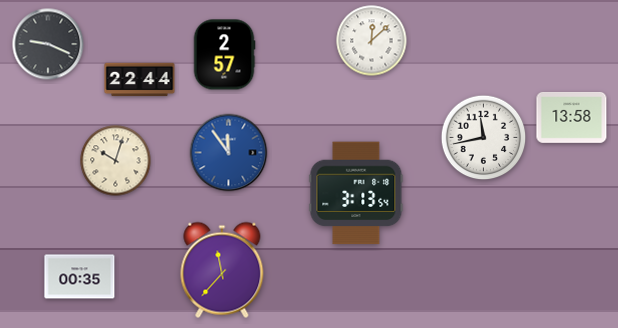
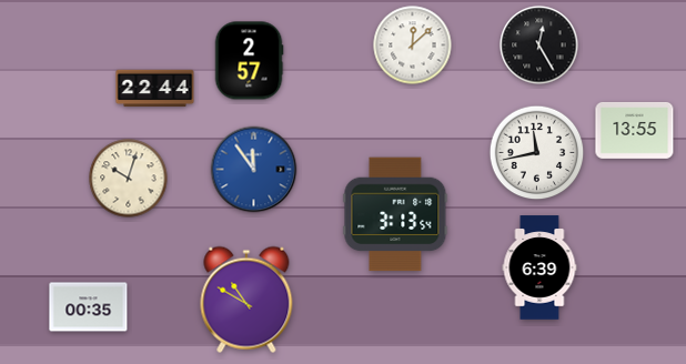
clock at (539, 46): none -> 12:25
clock at (48, 44): 9:19 -> none
clock at (572, 118): 13:58 -> 13:55
clock at (539, 267): none -> 6:39
clock at (222, 270): 11:37 -> 10:50
